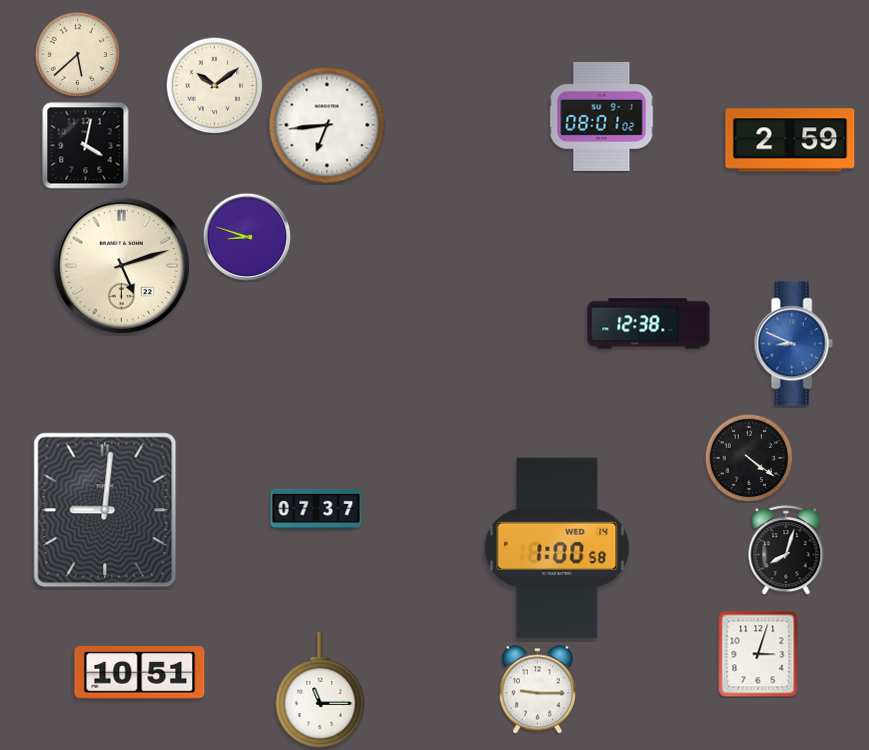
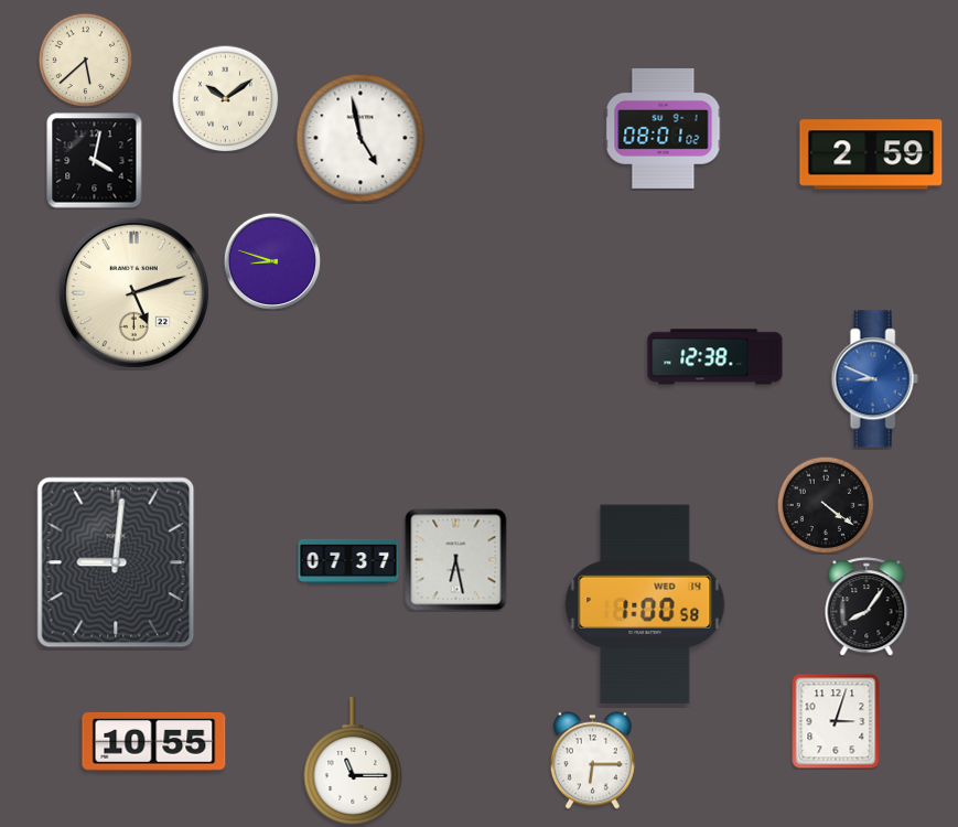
clock at (214, 85) position: (214, 85) -> (225, 98)
clock at (327, 125): 6:44 -> 4:58
clock at (456, 560): none -> 6:28
clock at (557, 548) position: (557, 548) -> (645, 604)
clock at (786, 550): 8:03 -> 8:06
clock at (140, 672): 10:51 -> 10:55
clock at (537, 690): 9:15 -> 6:15
